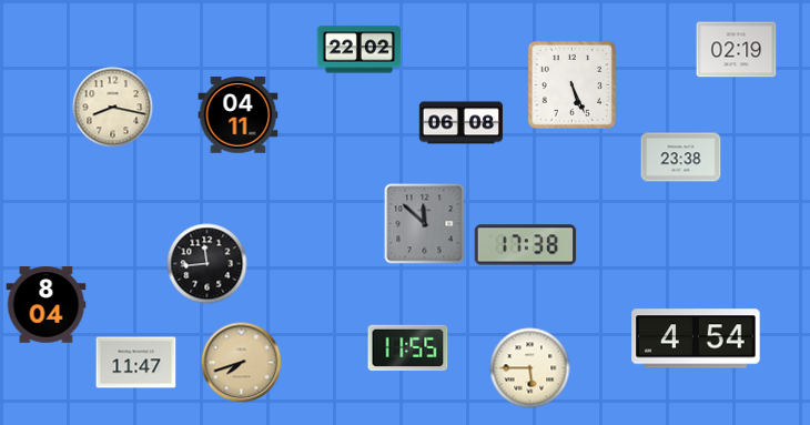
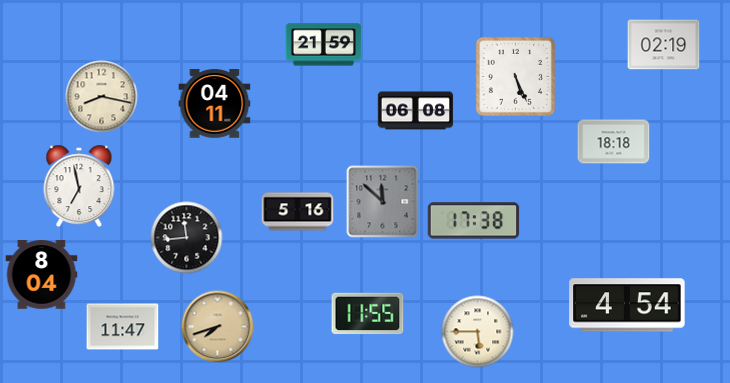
clock at (360, 50): 22:02 -> 21:59
clock at (681, 158): 23:38 -> 18:18
clock at (79, 186): none -> 6:58
clock at (298, 212): none -> 5:16
